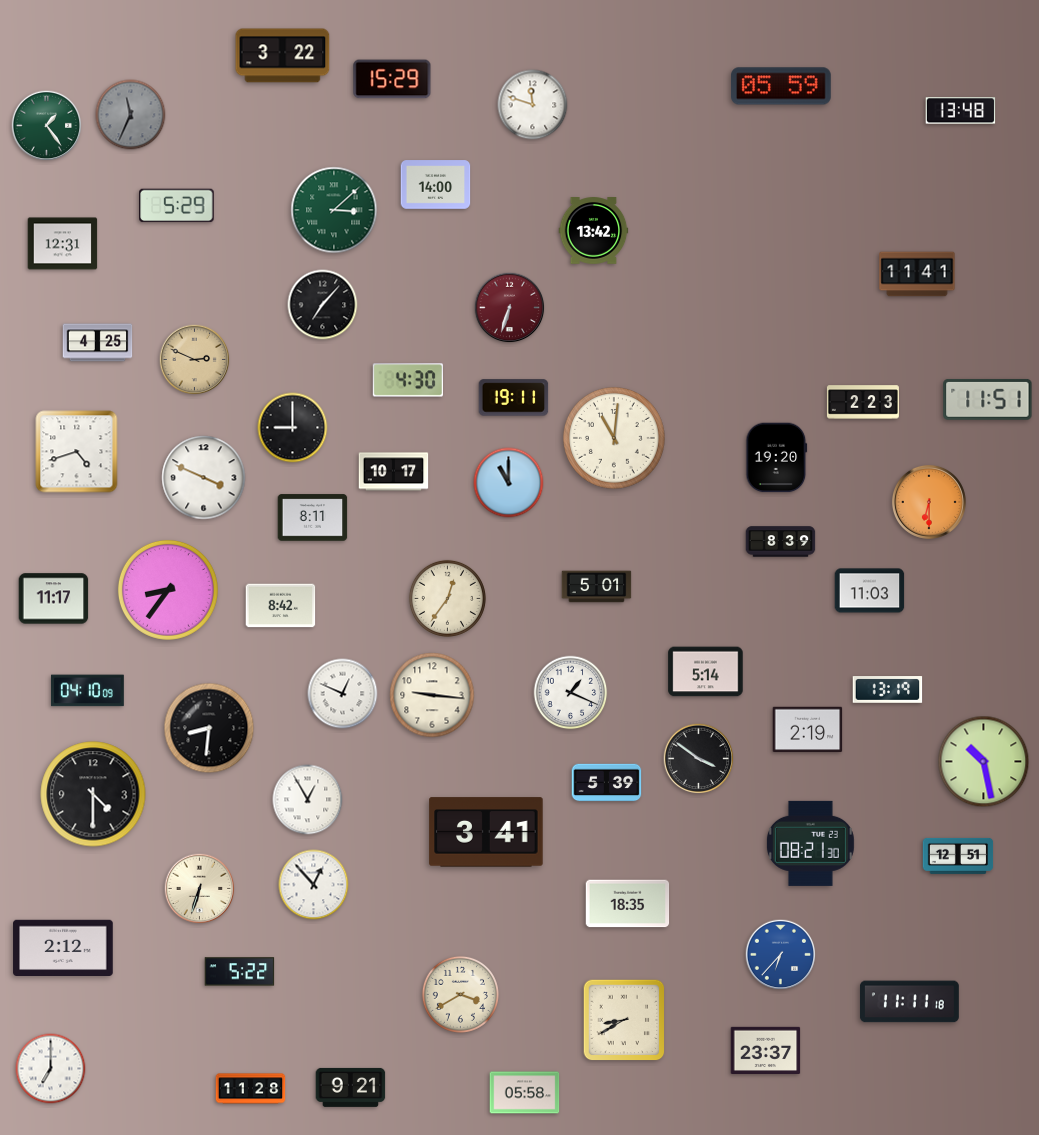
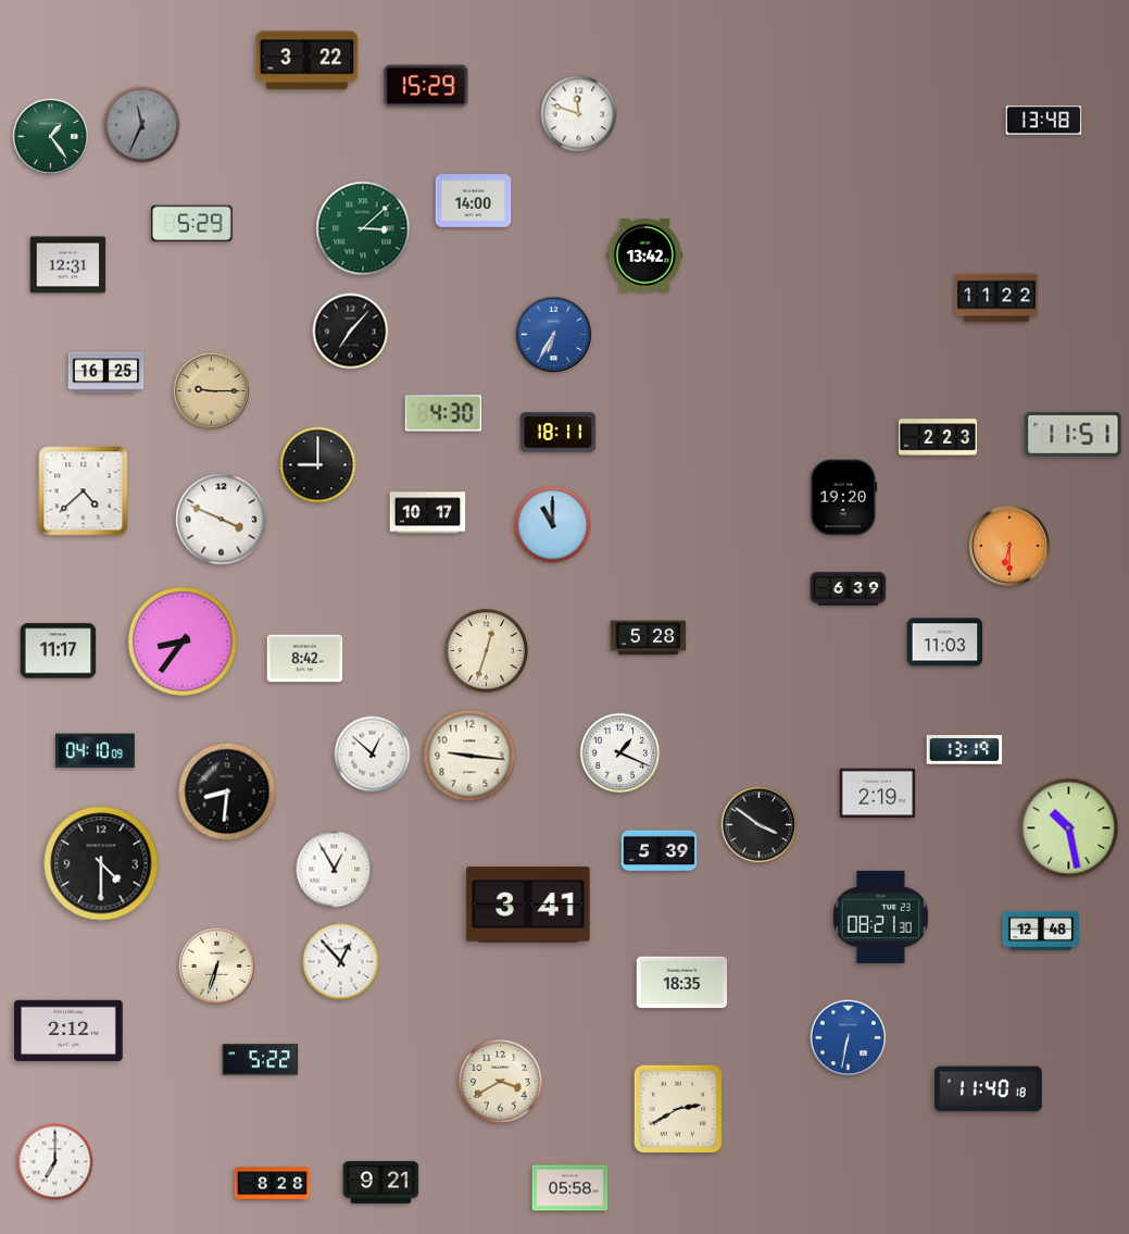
clock at (781, 86): 05:59 -> none
clock at (594, 231) position: (594, 231) -> (645, 255)
clock at (917, 274): 11:41 -> 11:22
clock at (510, 308): 6:33 -> 6:35
clock at (510, 308) dial: burgundy -> blue
clock at (98, 343): 4:25 -> 16:25
clock at (195, 360): 2:49 -> 9:15
clock at (514, 398): 19:11 -> 18:11
clock at (615, 439): 11:01 -> none
clock at (77, 452): 4:42 -> 4:38
clock at (313, 518): 8:11 -> none
clock at (781, 542): 8:39 -> 6:39
clock at (597, 587): 5:01 -> 5:28
clock at (447, 598): 12:36 -> 12:33
clock at (706, 672): 5:14 -> none
clock at (343, 694): 12:49 -> 12:52
clock at (958, 856): 12:51 -> 12:48
clock at (781, 955): 6:37 -> 6:32
clock at (240, 972) position: (240, 972) -> (261, 1060)
clock at (909, 1002): 11:11 -> 11:40
clock at (624, 1020): 8:40 -> 2:40
clock at (766, 1051): 23:37 -> none
clock at (251, 1089): 11:28 -> 8:28
